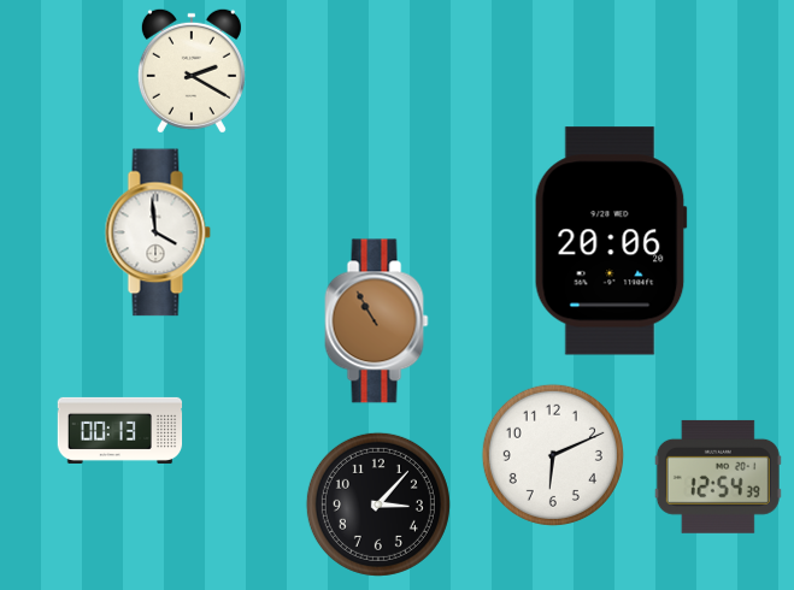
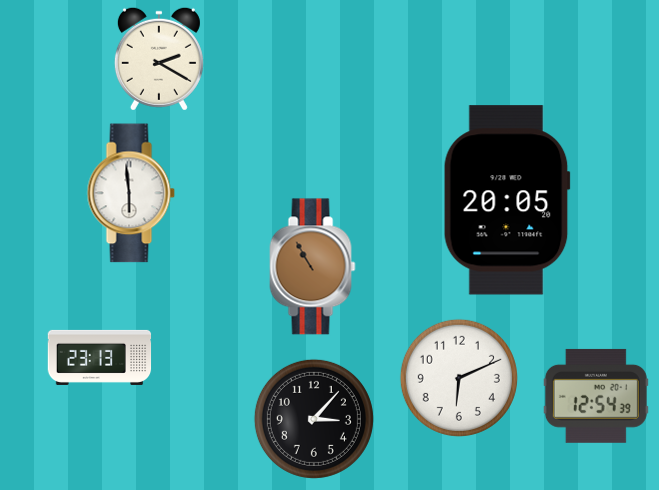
clock at (158, 232): 3:59 -> 5:59
clock at (611, 241): 20:06 -> 20:05
clock at (120, 430): 00:13 -> 23:13
